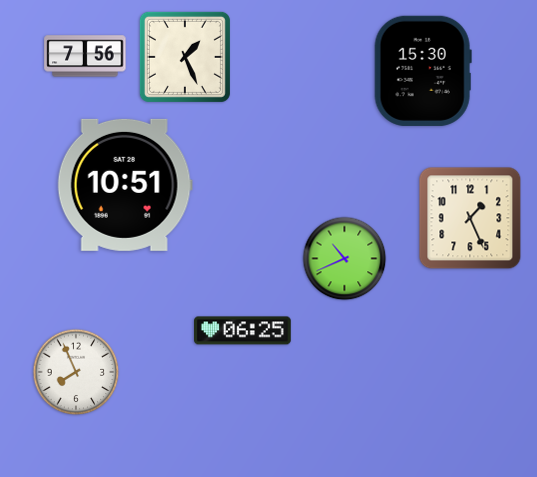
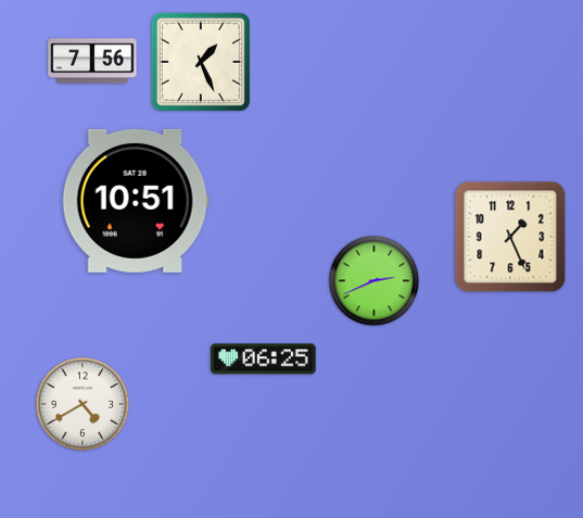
clock at (423, 71): 15:30 -> none
clock at (345, 259): 10:41 -> 2:41
clock at (76, 372): 7:56 -> 4:40
